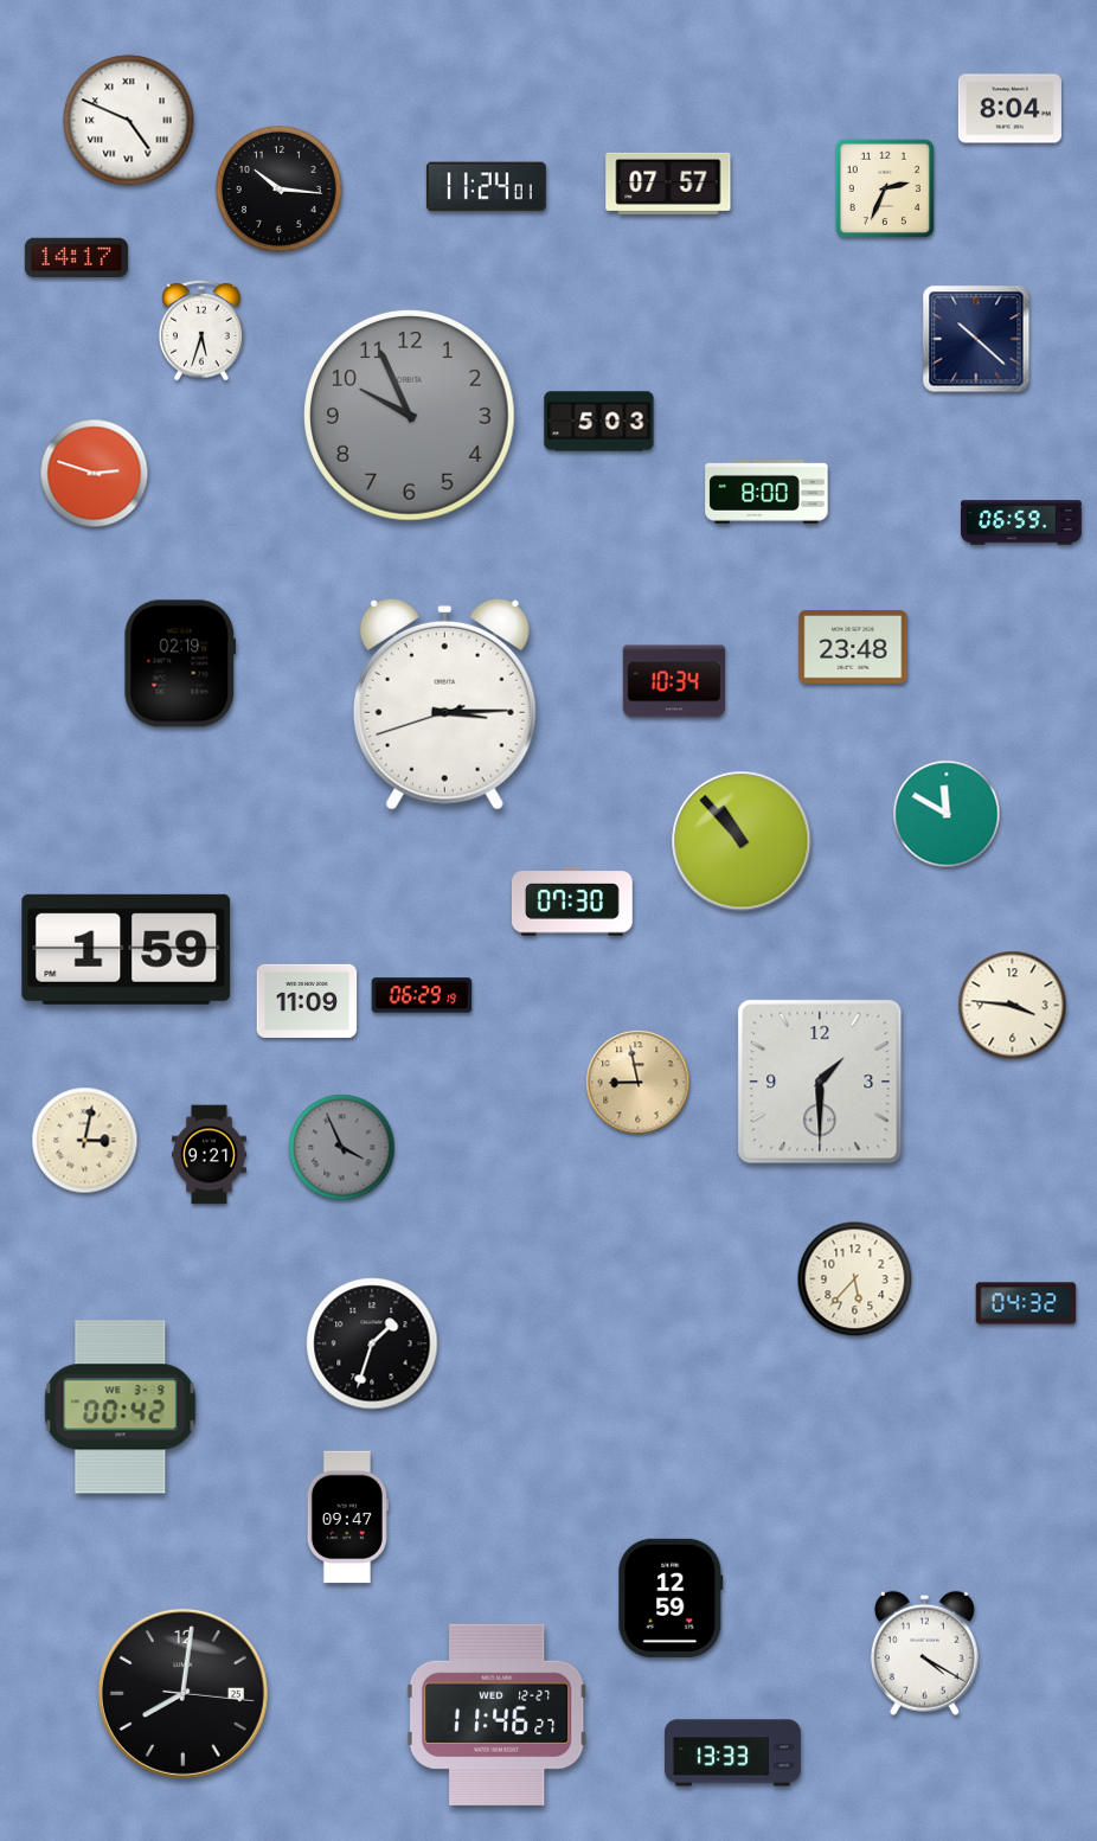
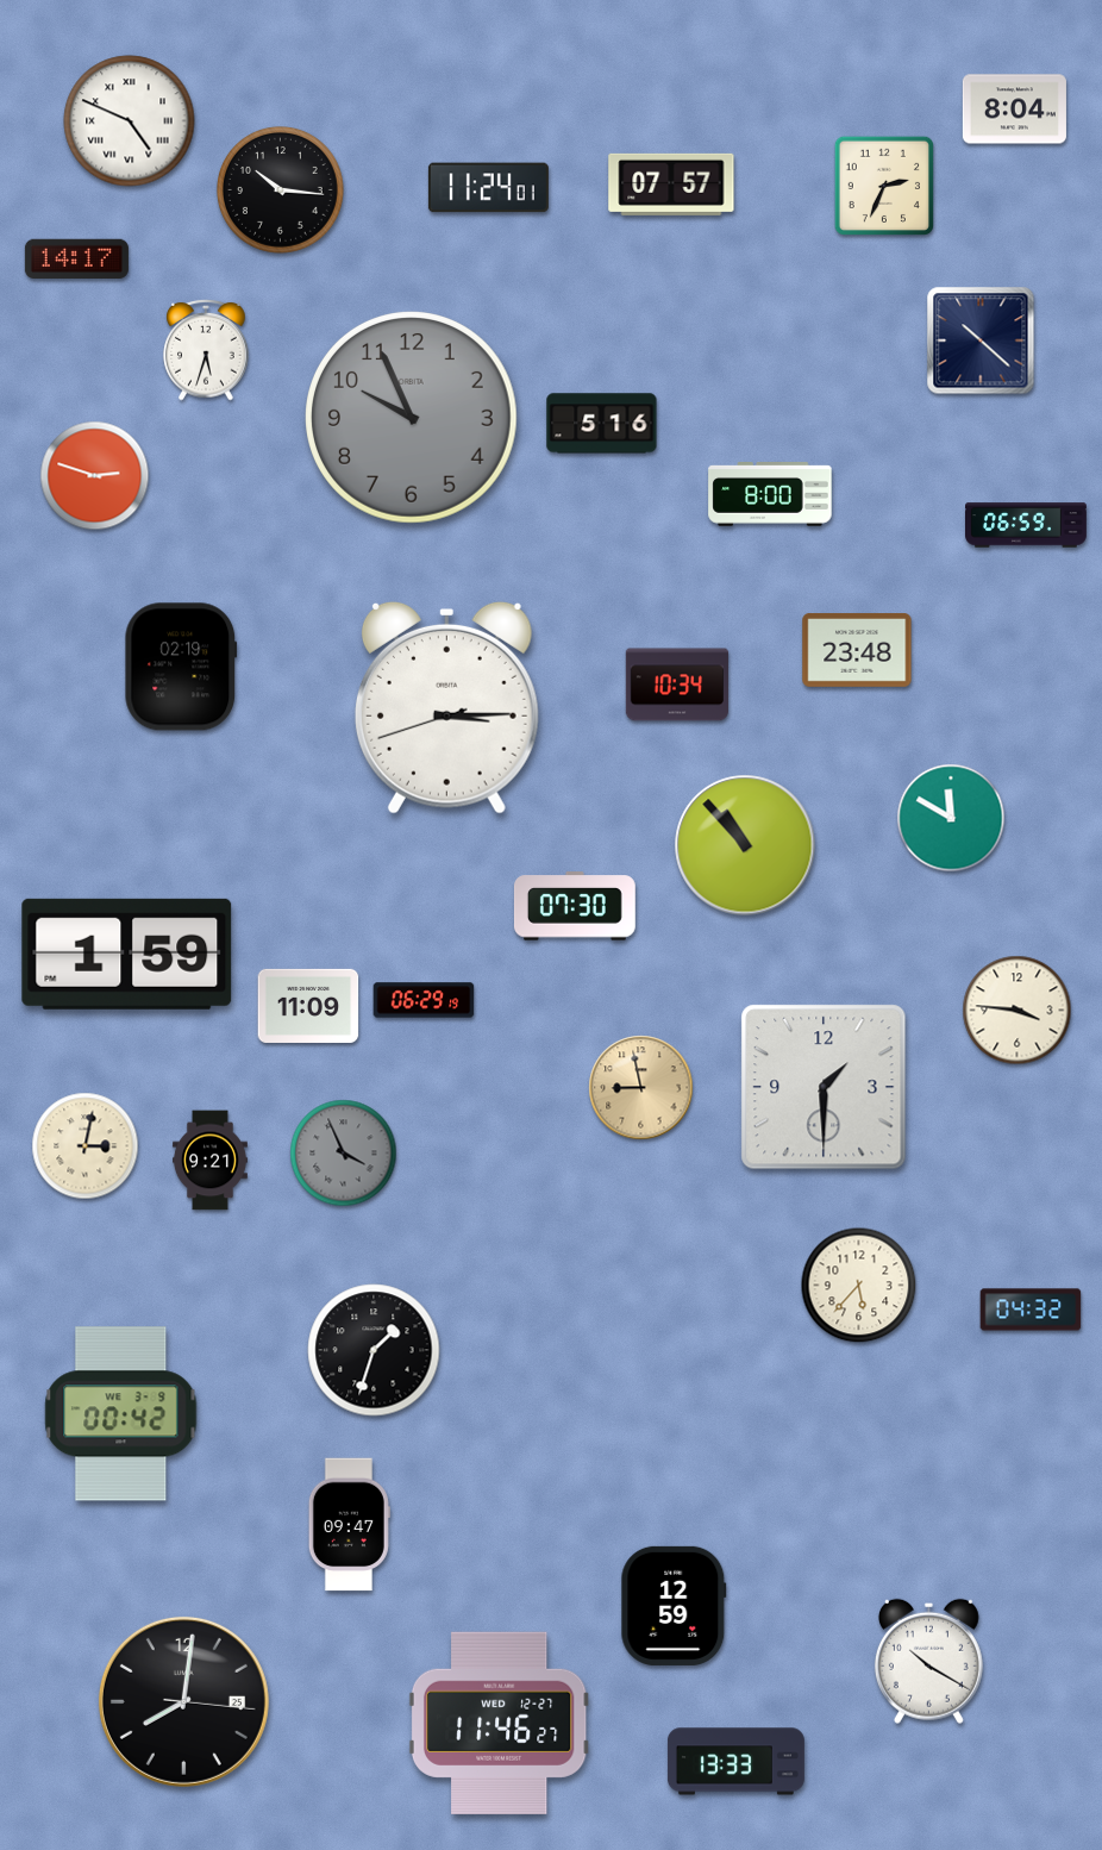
clock at (884, 187) position: (884, 187) -> (883, 185)
clock at (201, 331) position: (201, 331) -> (206, 350)
clock at (599, 422): 5:03 -> 5:16
clock at (924, 1653): 4:20 -> 10:20
